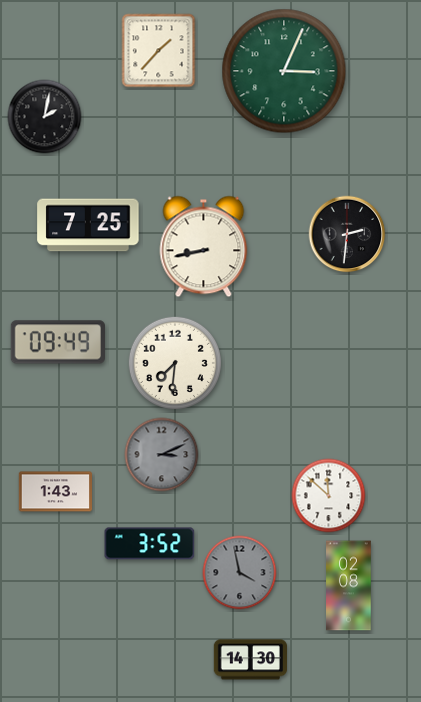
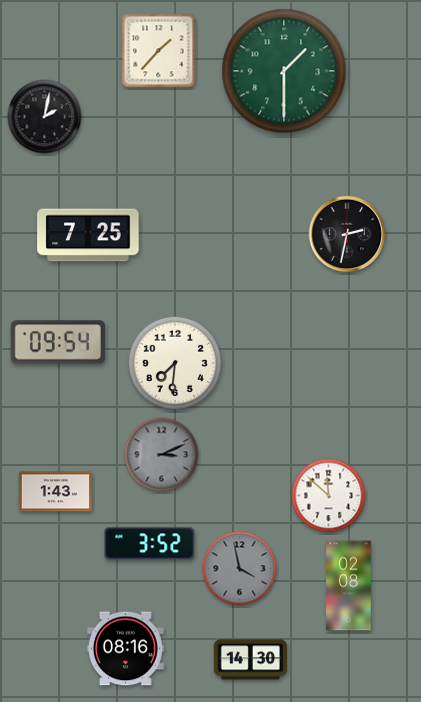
clock at (284, 71): 3:04 -> 1:30
clock at (88, 225) position: (88, 225) -> (88, 235)
clock at (347, 234): 2:31 -> 2:32
clock at (204, 247): 8:43 -> none
clock at (57, 342): 09:49 -> 09:54
clock at (240, 573) position: (240, 573) -> (240, 569)
clock at (125, 649): none -> 08:16
